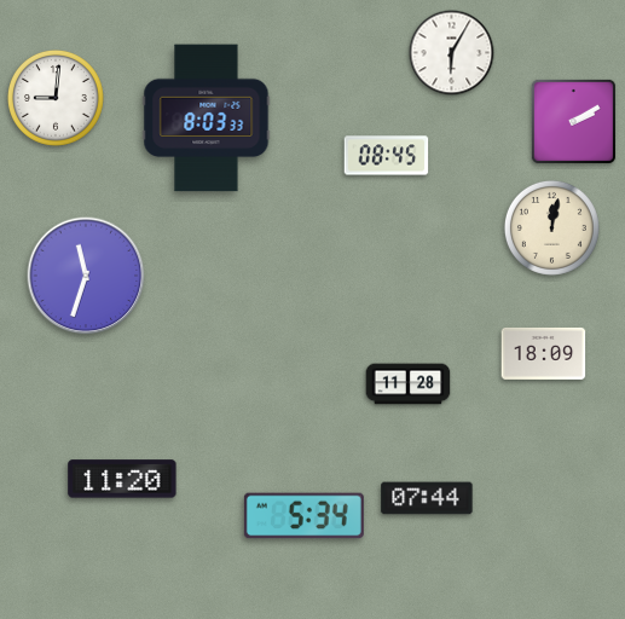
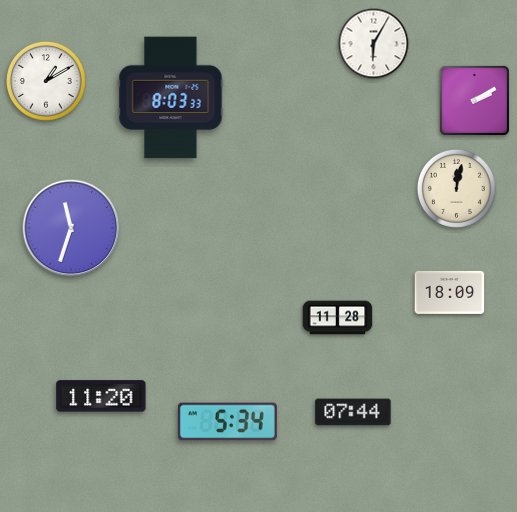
clock at (56, 98): 9:01 -> 1:10
clock at (387, 156): 08:45 -> none
clock at (303, 516) position: (303, 516) -> (227, 422)
